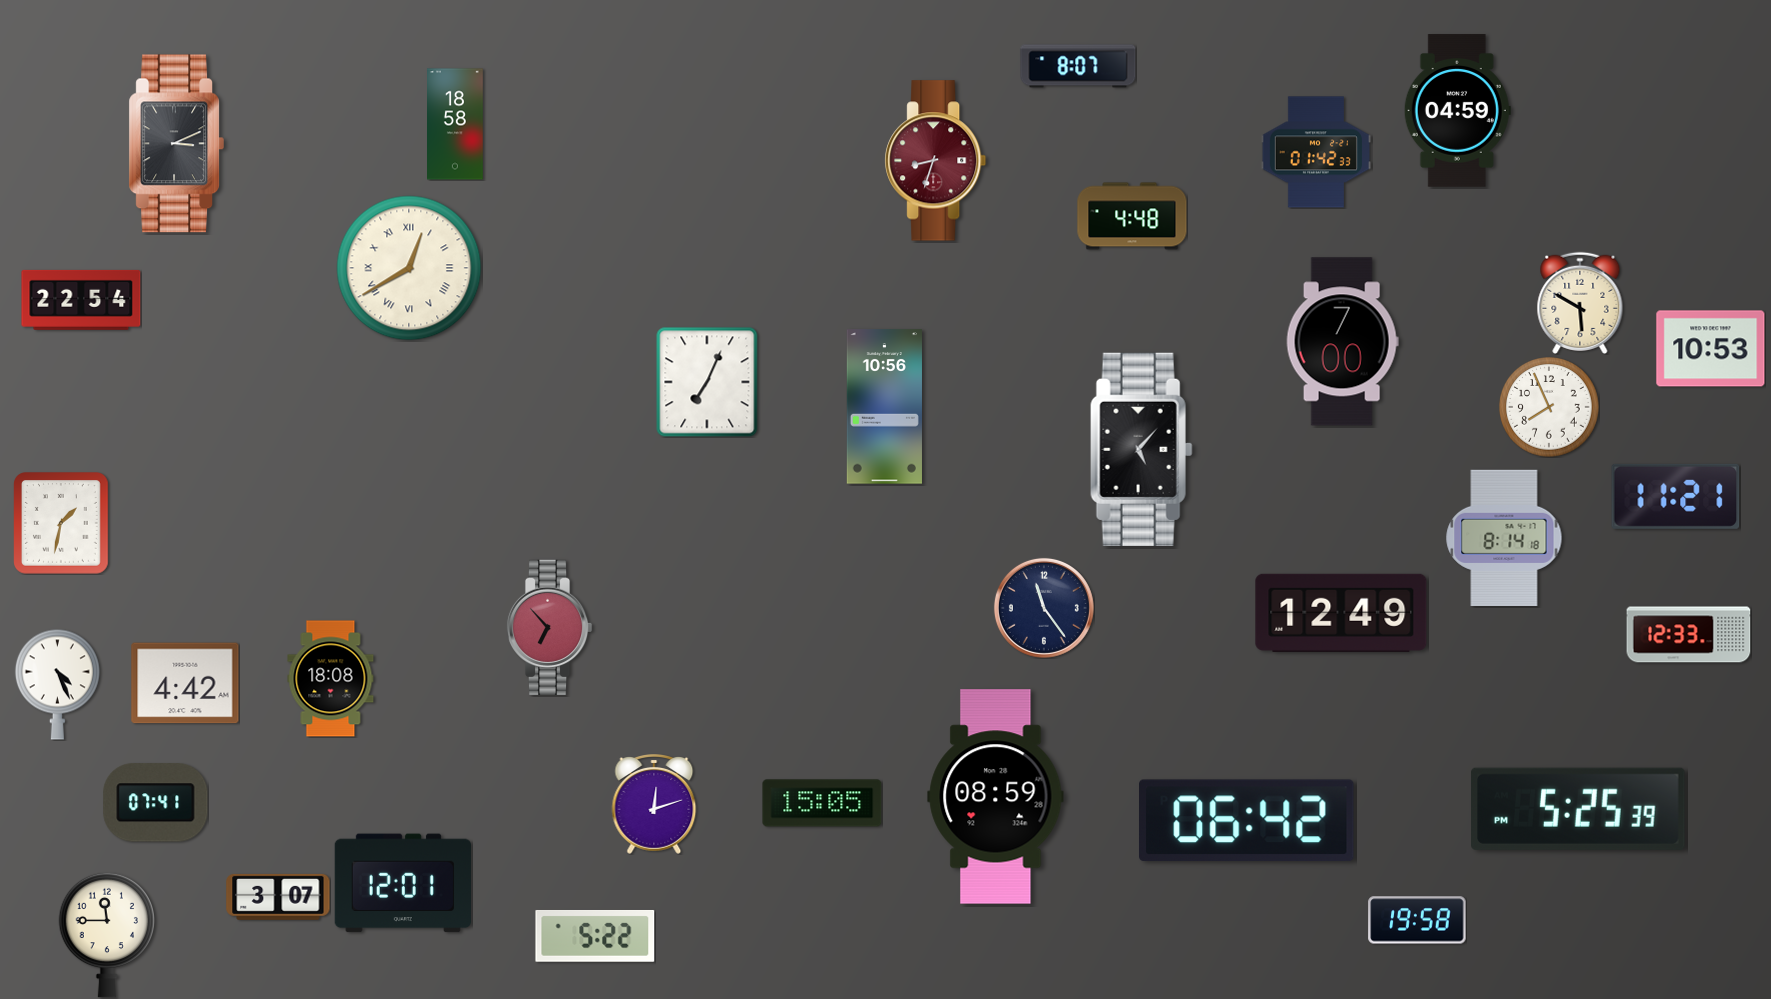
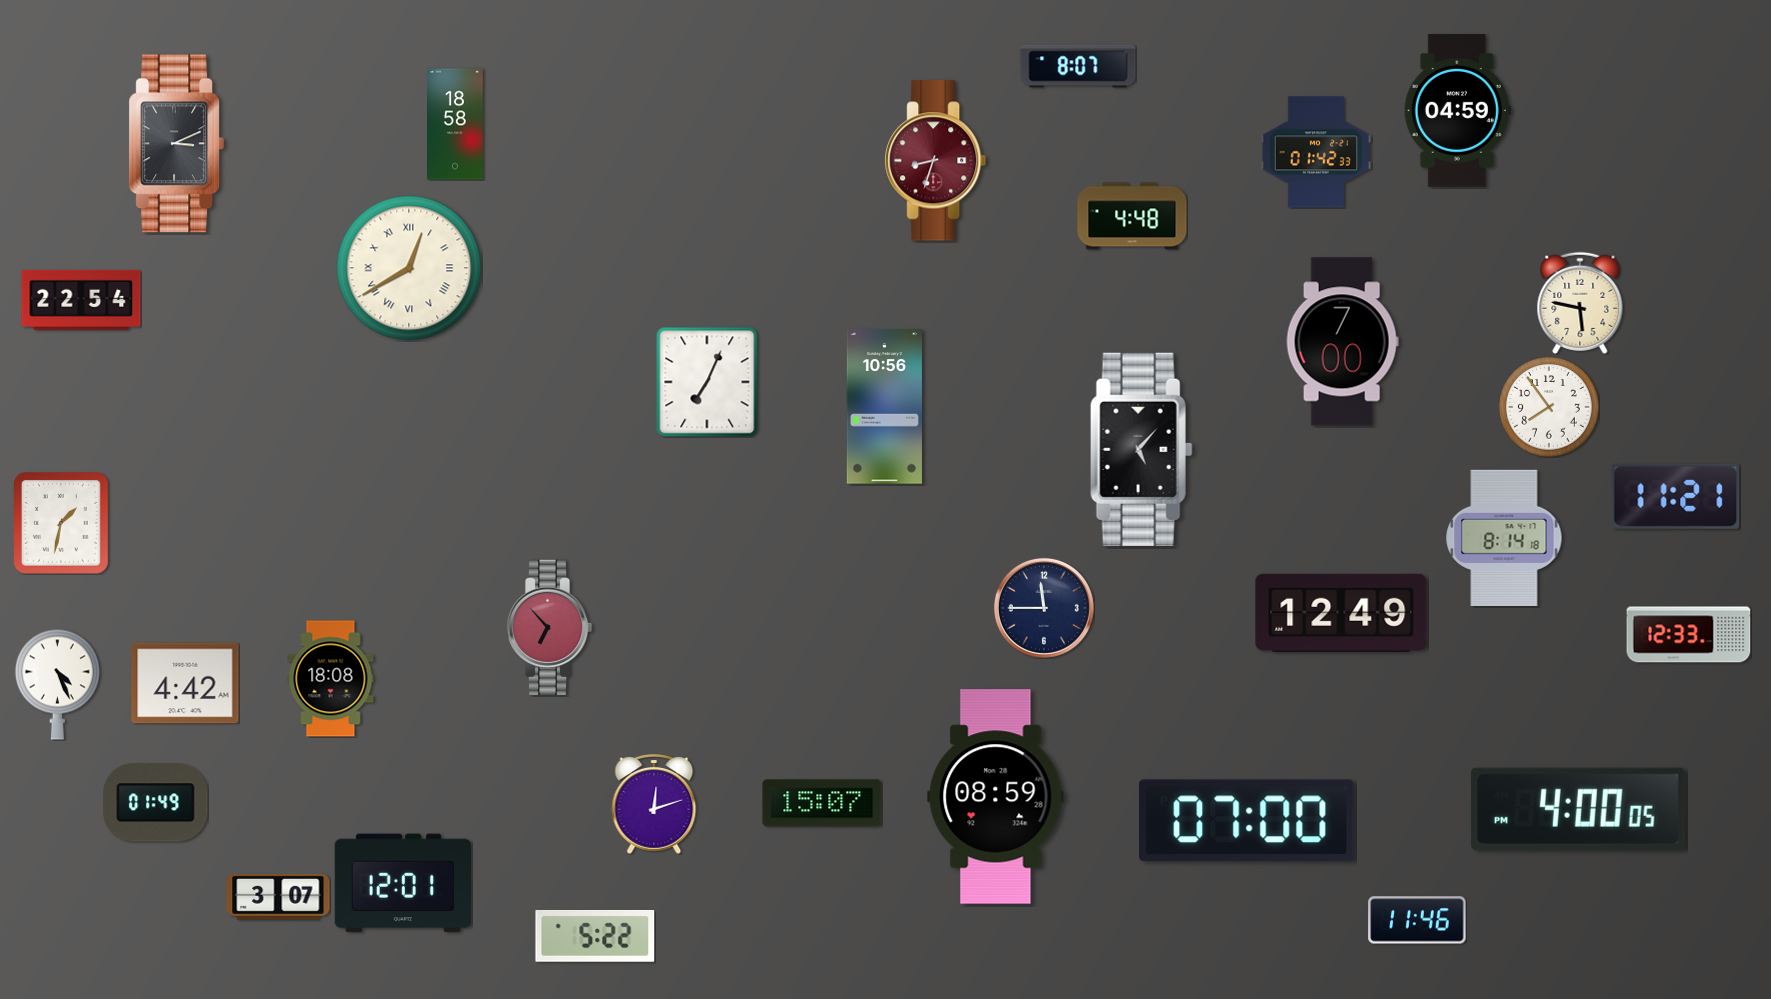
clock at (1580, 303): 5:50 -> 5:47
clock at (1711, 349): 10:53 -> none
clock at (1549, 407): 7:56 -> 7:54
clock at (1044, 608): 11:24 -> 11:45
clock at (156, 803): 07:41 -> 01:49
clock at (822, 803): 15:05 -> 15:07
clock at (1578, 809): 5:25 -> 4:00
clock at (1246, 820): 06:42 -> 07:00
clock at (1417, 920): 19:58 -> 11:46
clock at (107, 935): 11:45 -> none
